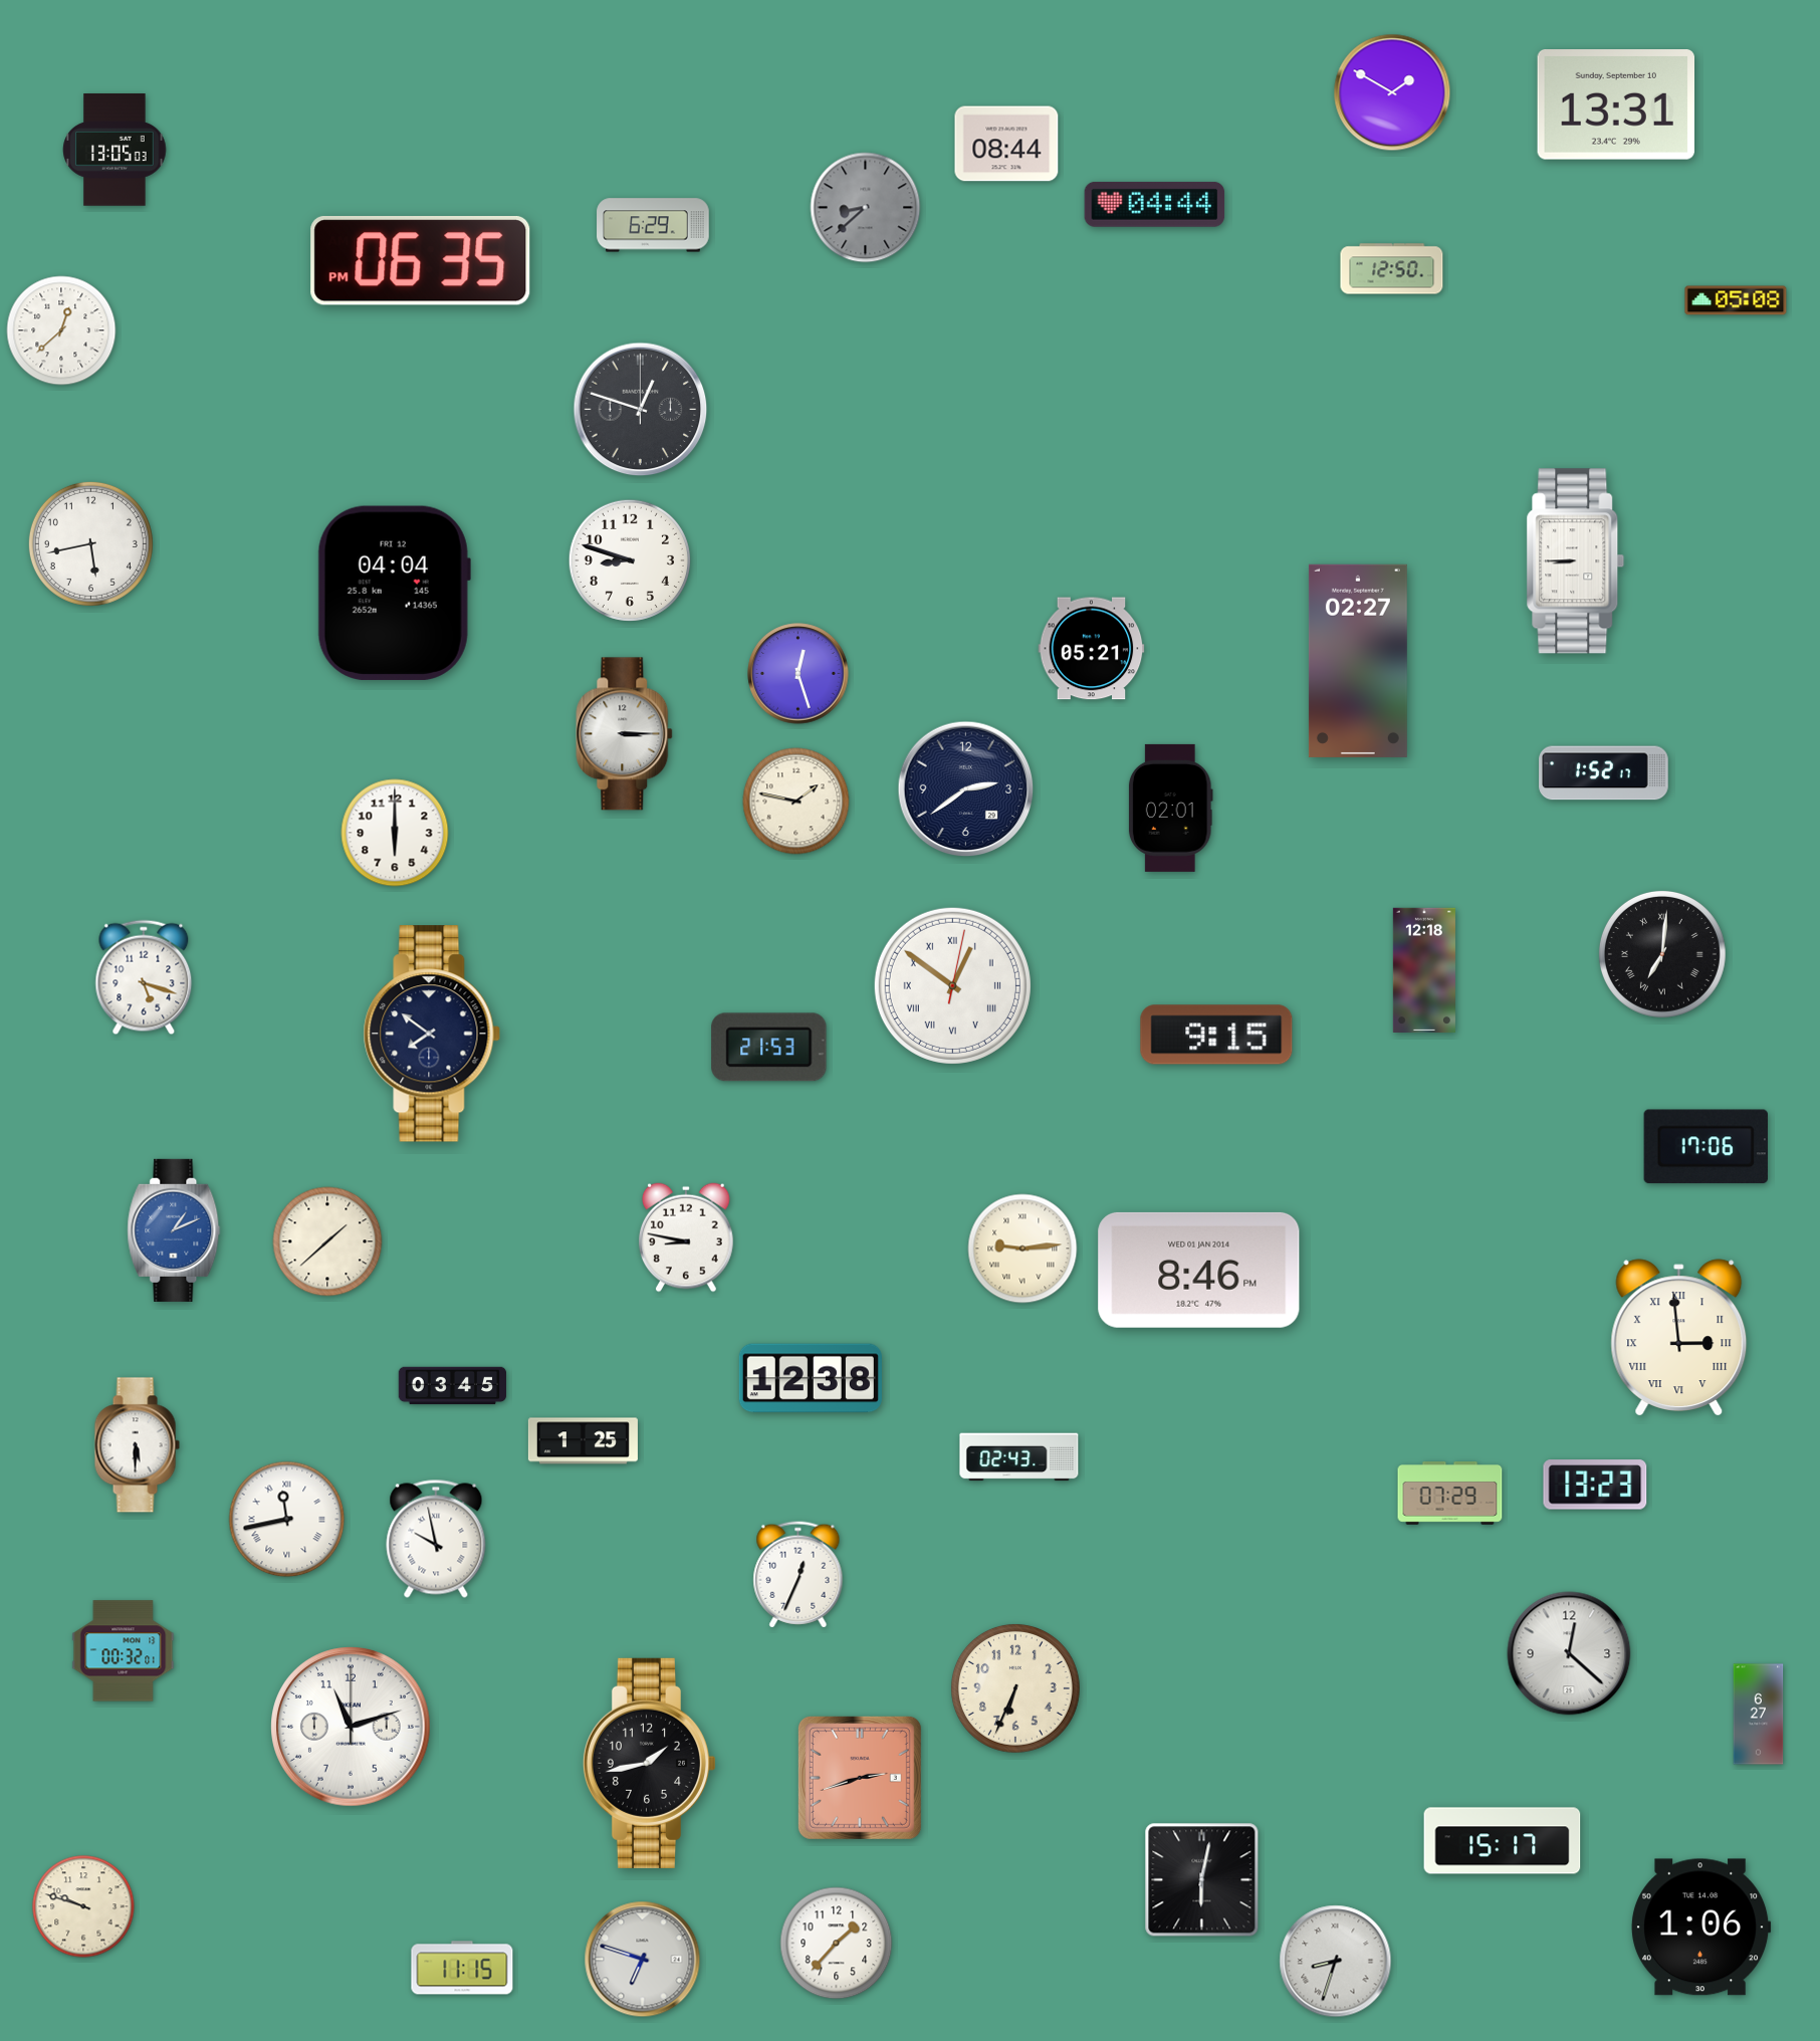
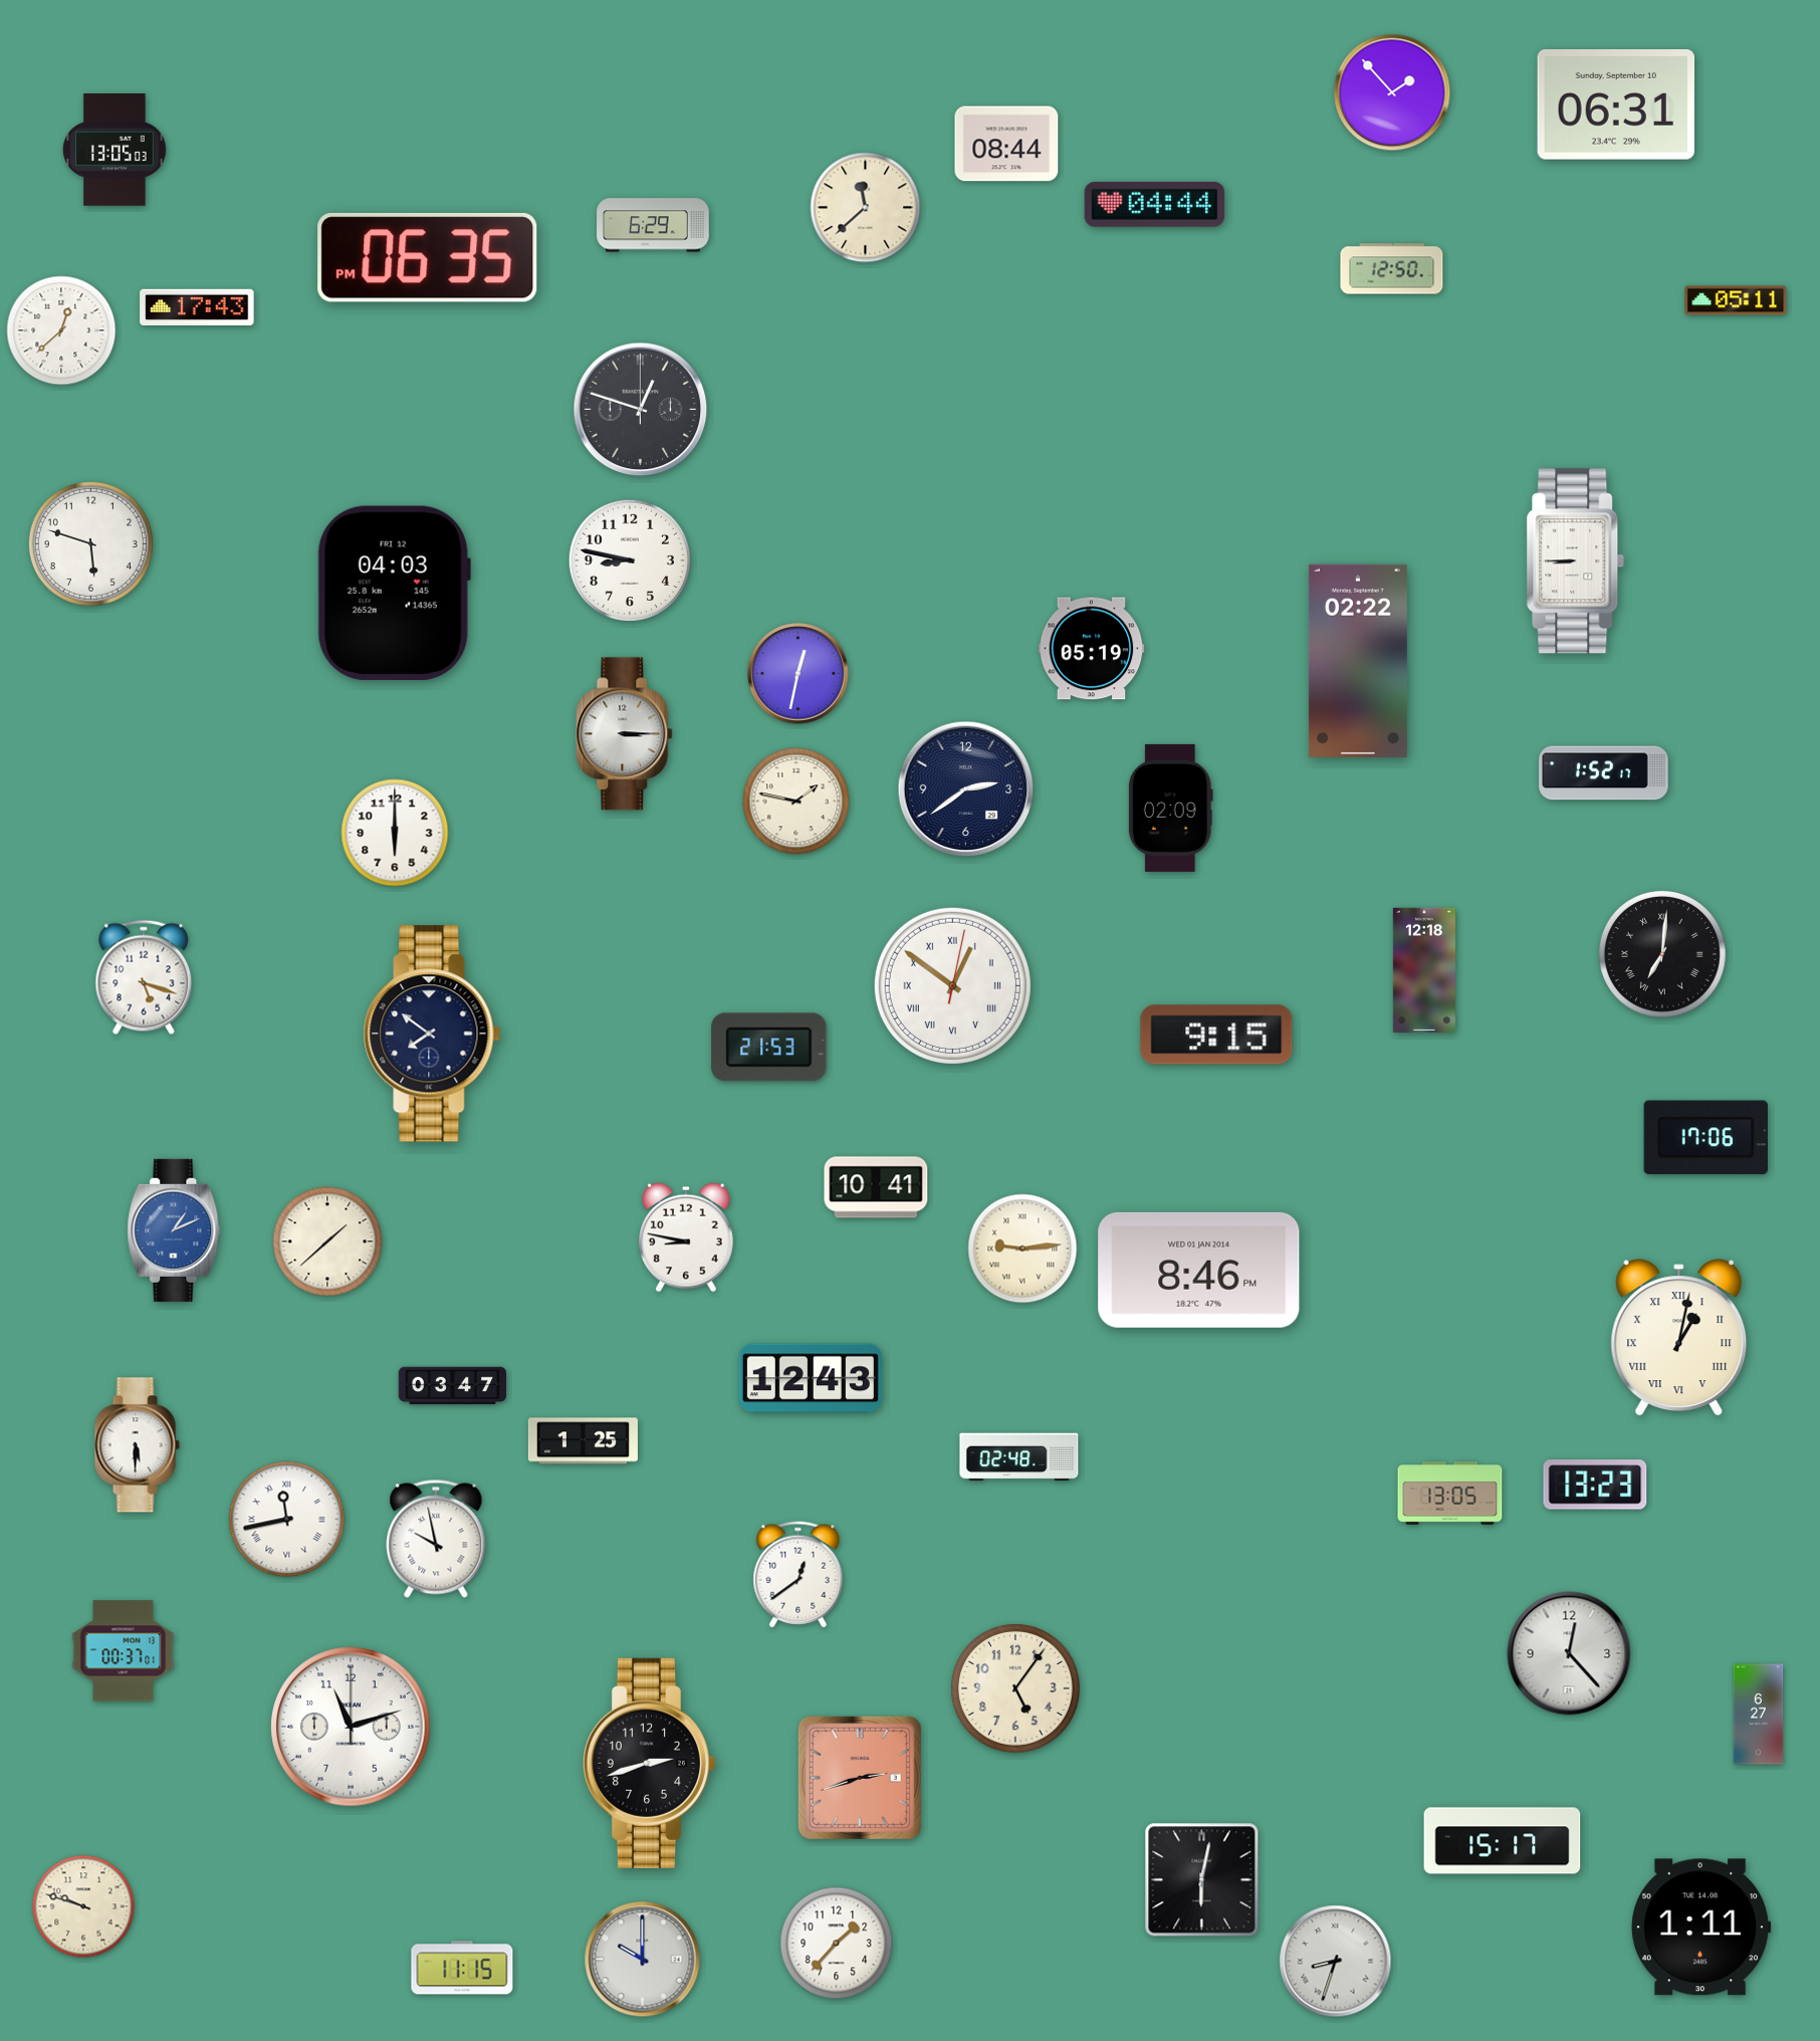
clock at (1392, 92): 1:50 -> 1:53
clock at (1615, 105): 13:31 -> 06:31
clock at (866, 208): 8:38 -> 11:38
clock at (866, 208) dial: grey -> cream
clock at (421, 261) position: (421, 261) -> (428, 258)
clock at (1736, 300): 05:08 -> 05:11
clock at (197, 306): none -> 17:43
clock at (90, 543): 5:43 -> 5:48
clock at (630, 560): 8:48 -> 8:47
clock at (394, 593): 04:04 -> 04:03
clock at (1092, 649): 05:21 -> 05:19
clock at (1358, 661): 02:27 -> 02:22
clock at (799, 674): 12:27 -> 12:32
clock at (1170, 808): 02:01 -> 02:09
clock at (1705, 1147) position: (1705, 1147) -> (1705, 1138)
clock at (876, 1187): none -> 10:41
clock at (1679, 1337): 2:59 -> 1:02
clock at (811, 1378): 12:38 -> 12:43
clock at (453, 1386): 03:45 -> 03:47
clock at (1019, 1457): 02:43 -> 02:48
clock at (1450, 1494): 07:29 -> 13:05
clock at (799, 1575): 12:34 -> 12:39
clock at (124, 1651): 00:32 -> 00:37
clock at (1569, 1653): 12:22 -> 12:23
clock at (1015, 1688): 6:34 -> 5:06
clock at (649, 1763): 1:43 -> 2:42
clock at (1700, 1927): 1:06 -> 1:11
clock at (643, 1960): 6:48 -> 10:00
